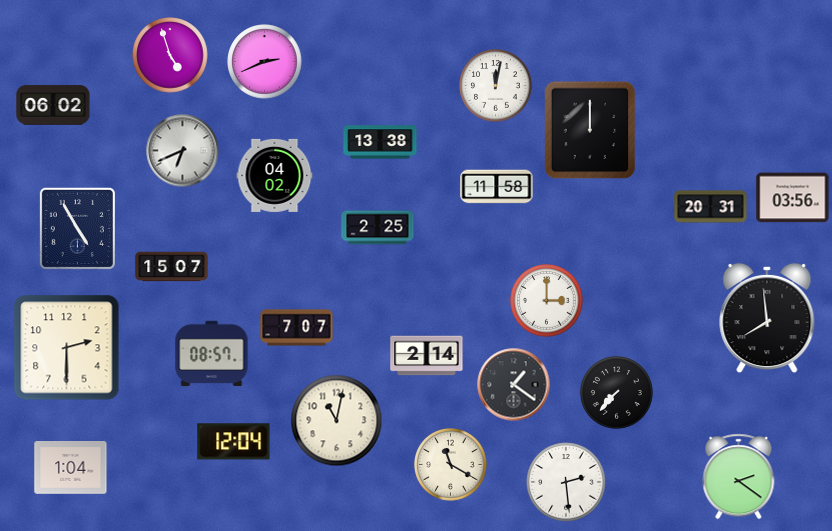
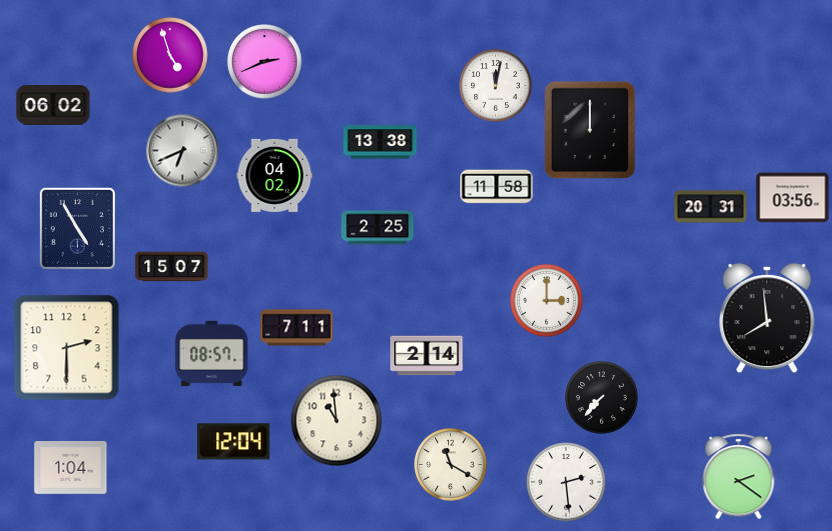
clock at (297, 328): 7:07 -> 7:11
clock at (514, 385): 1:21 -> none
clock at (617, 393) position: (617, 393) -> (602, 398)
clock at (337, 421): 11:02 -> 10:59
